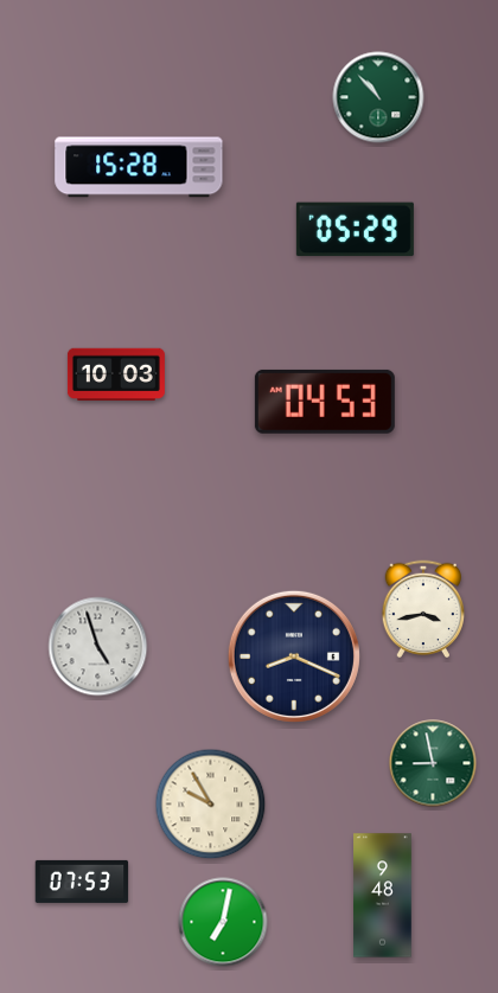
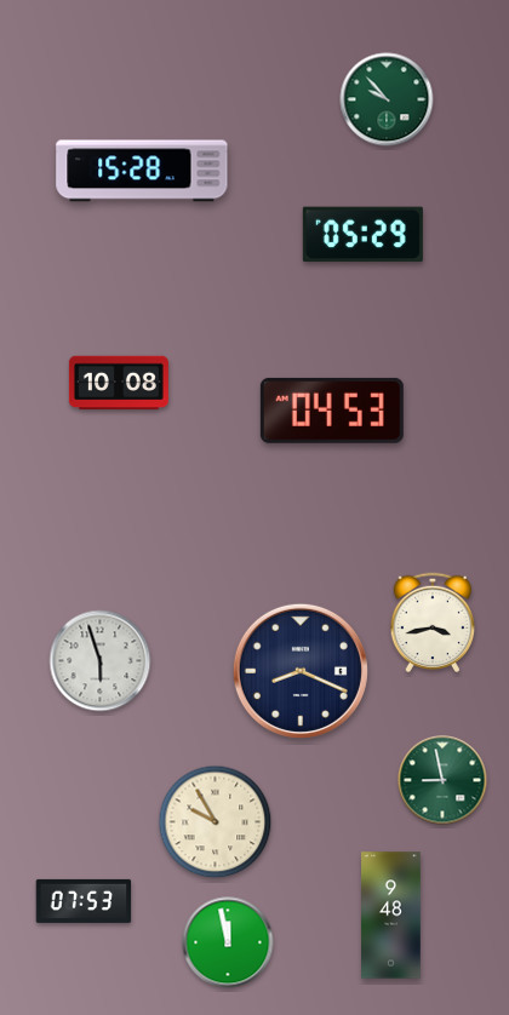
clock at (378, 97): 10:53 -> 9:53
clock at (116, 374): 10:03 -> 10:08
clock at (98, 647): 4:57 -> 5:57
clock at (223, 922): 7:02 -> 11:58
